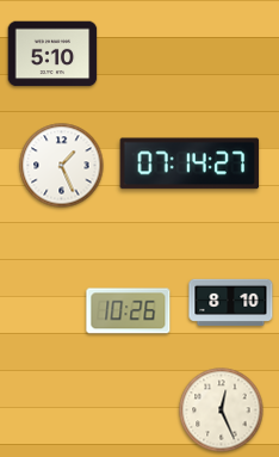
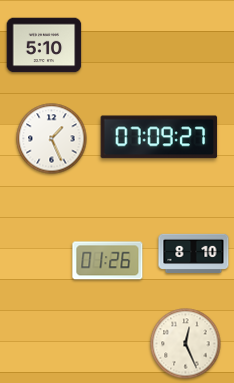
clock at (190, 163): 07:14 -> 07:09
clock at (129, 311): 10:26 -> 01:26
